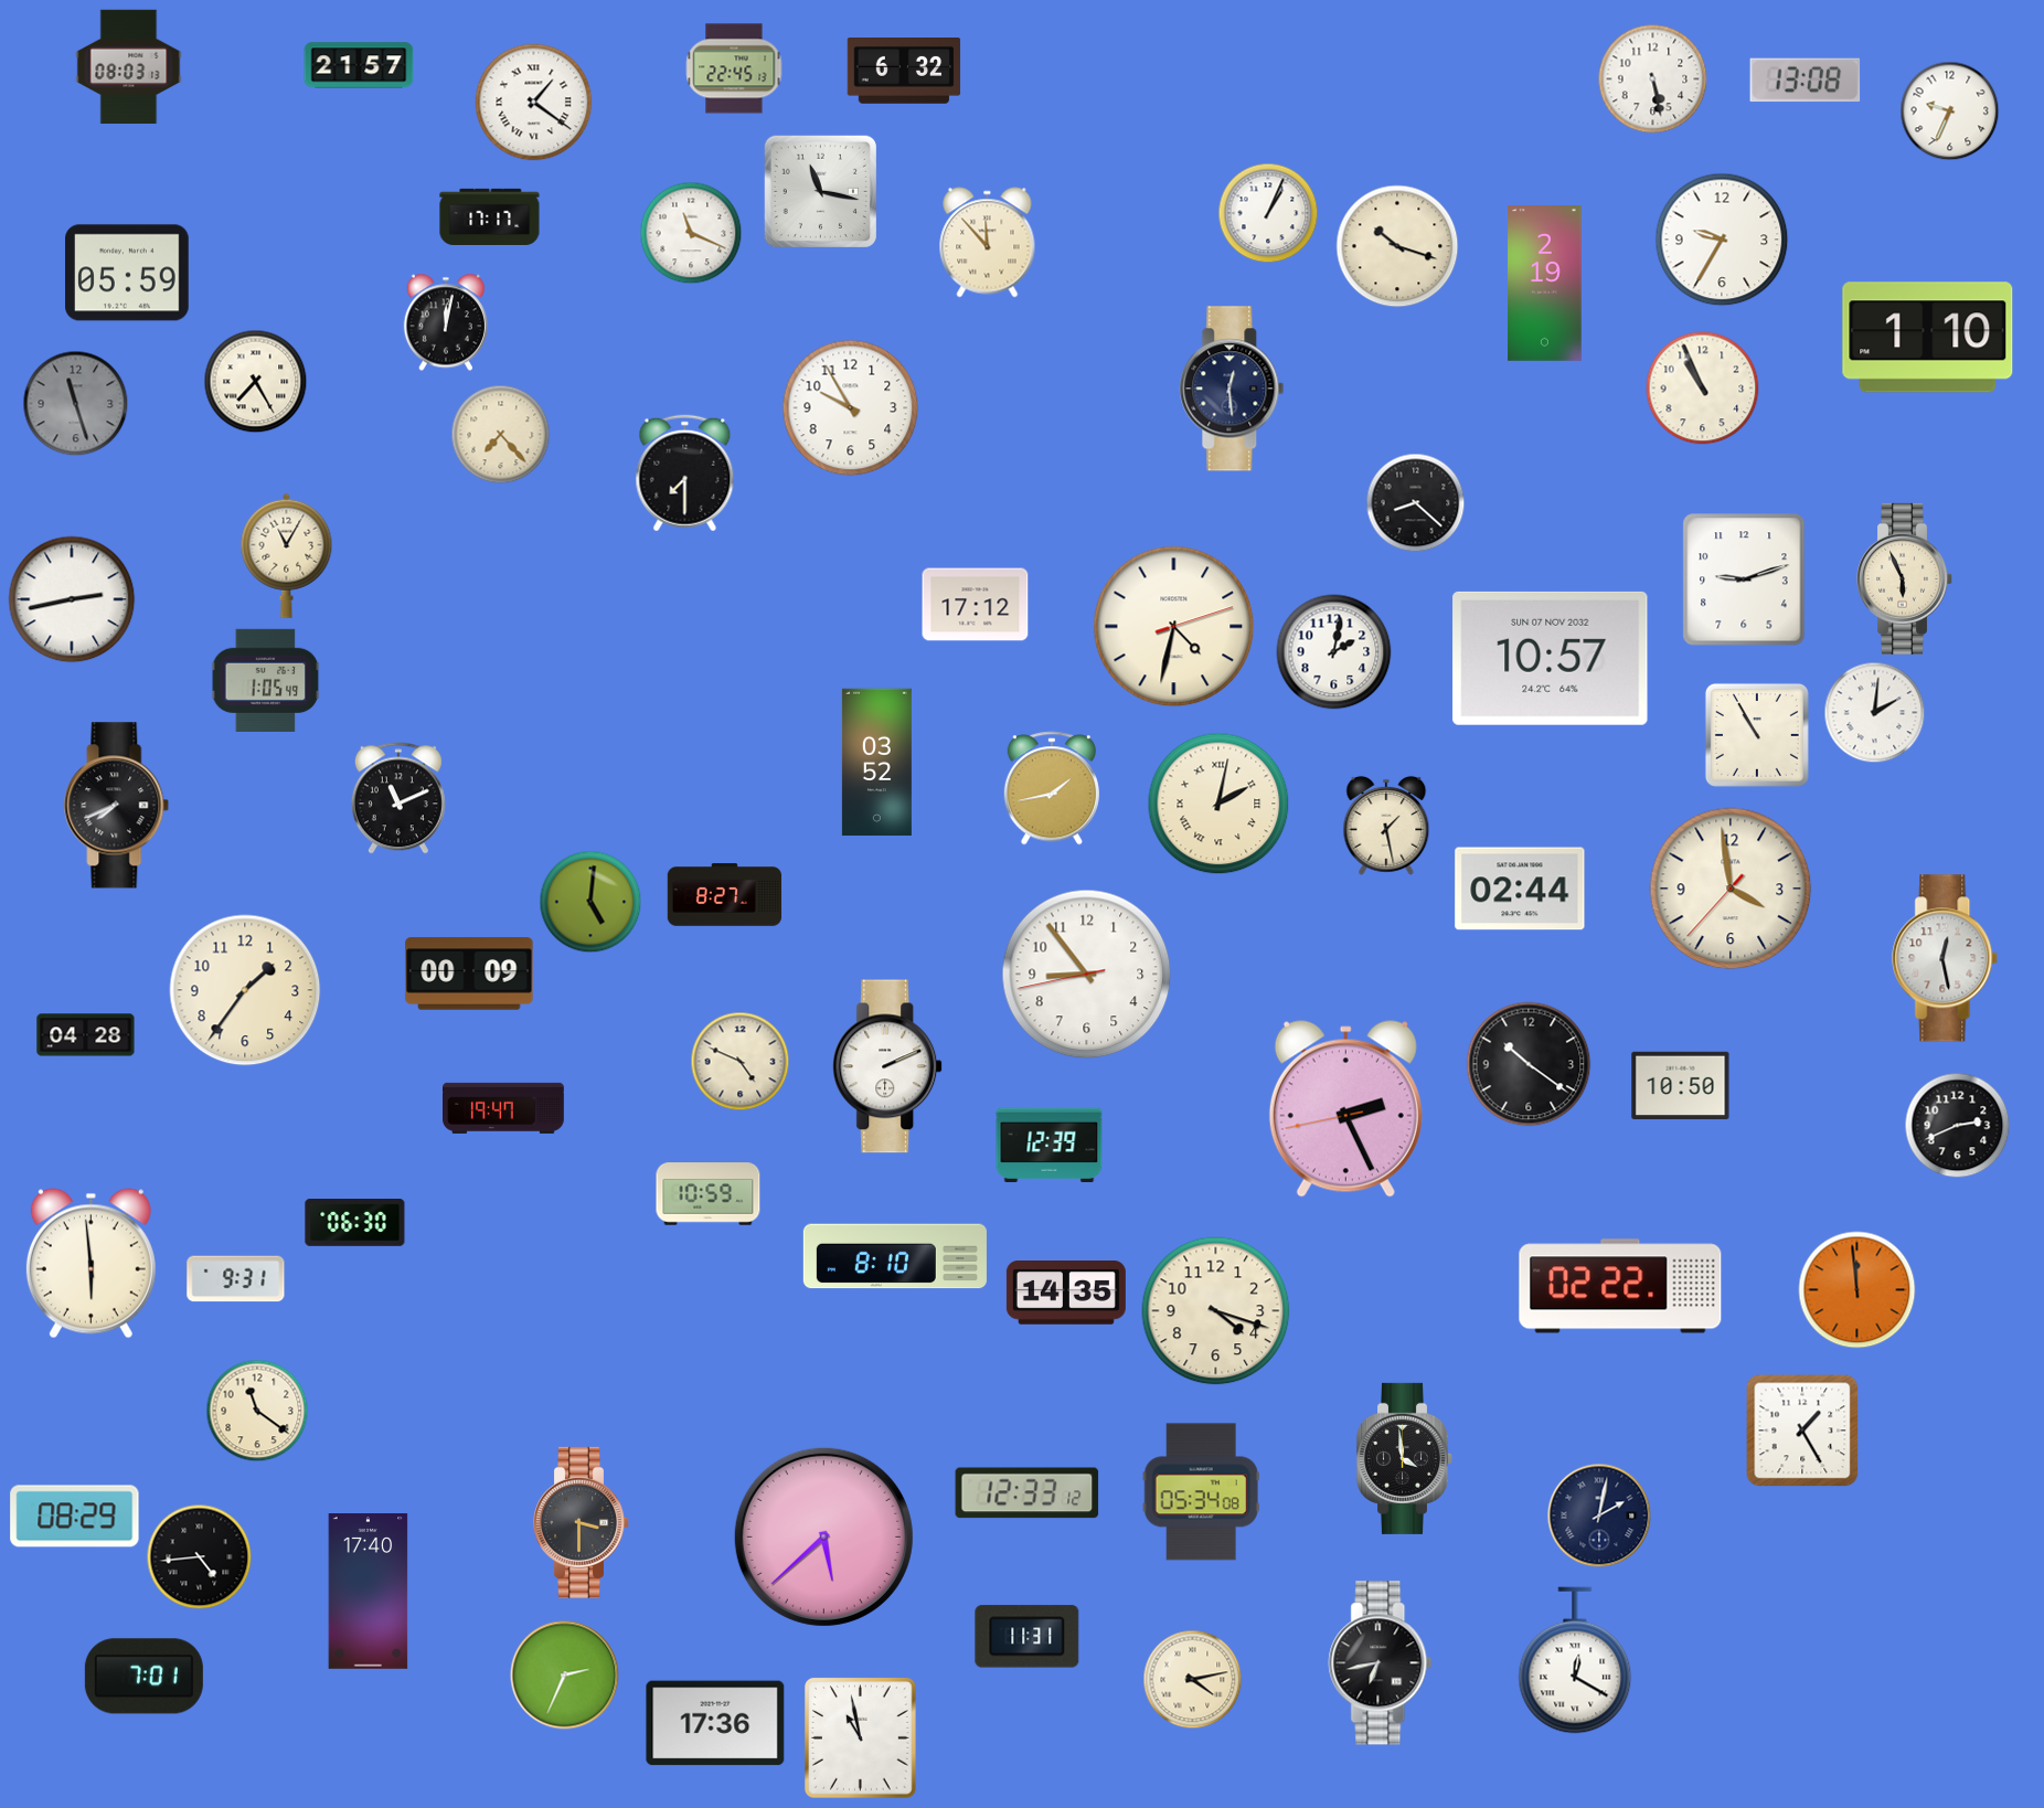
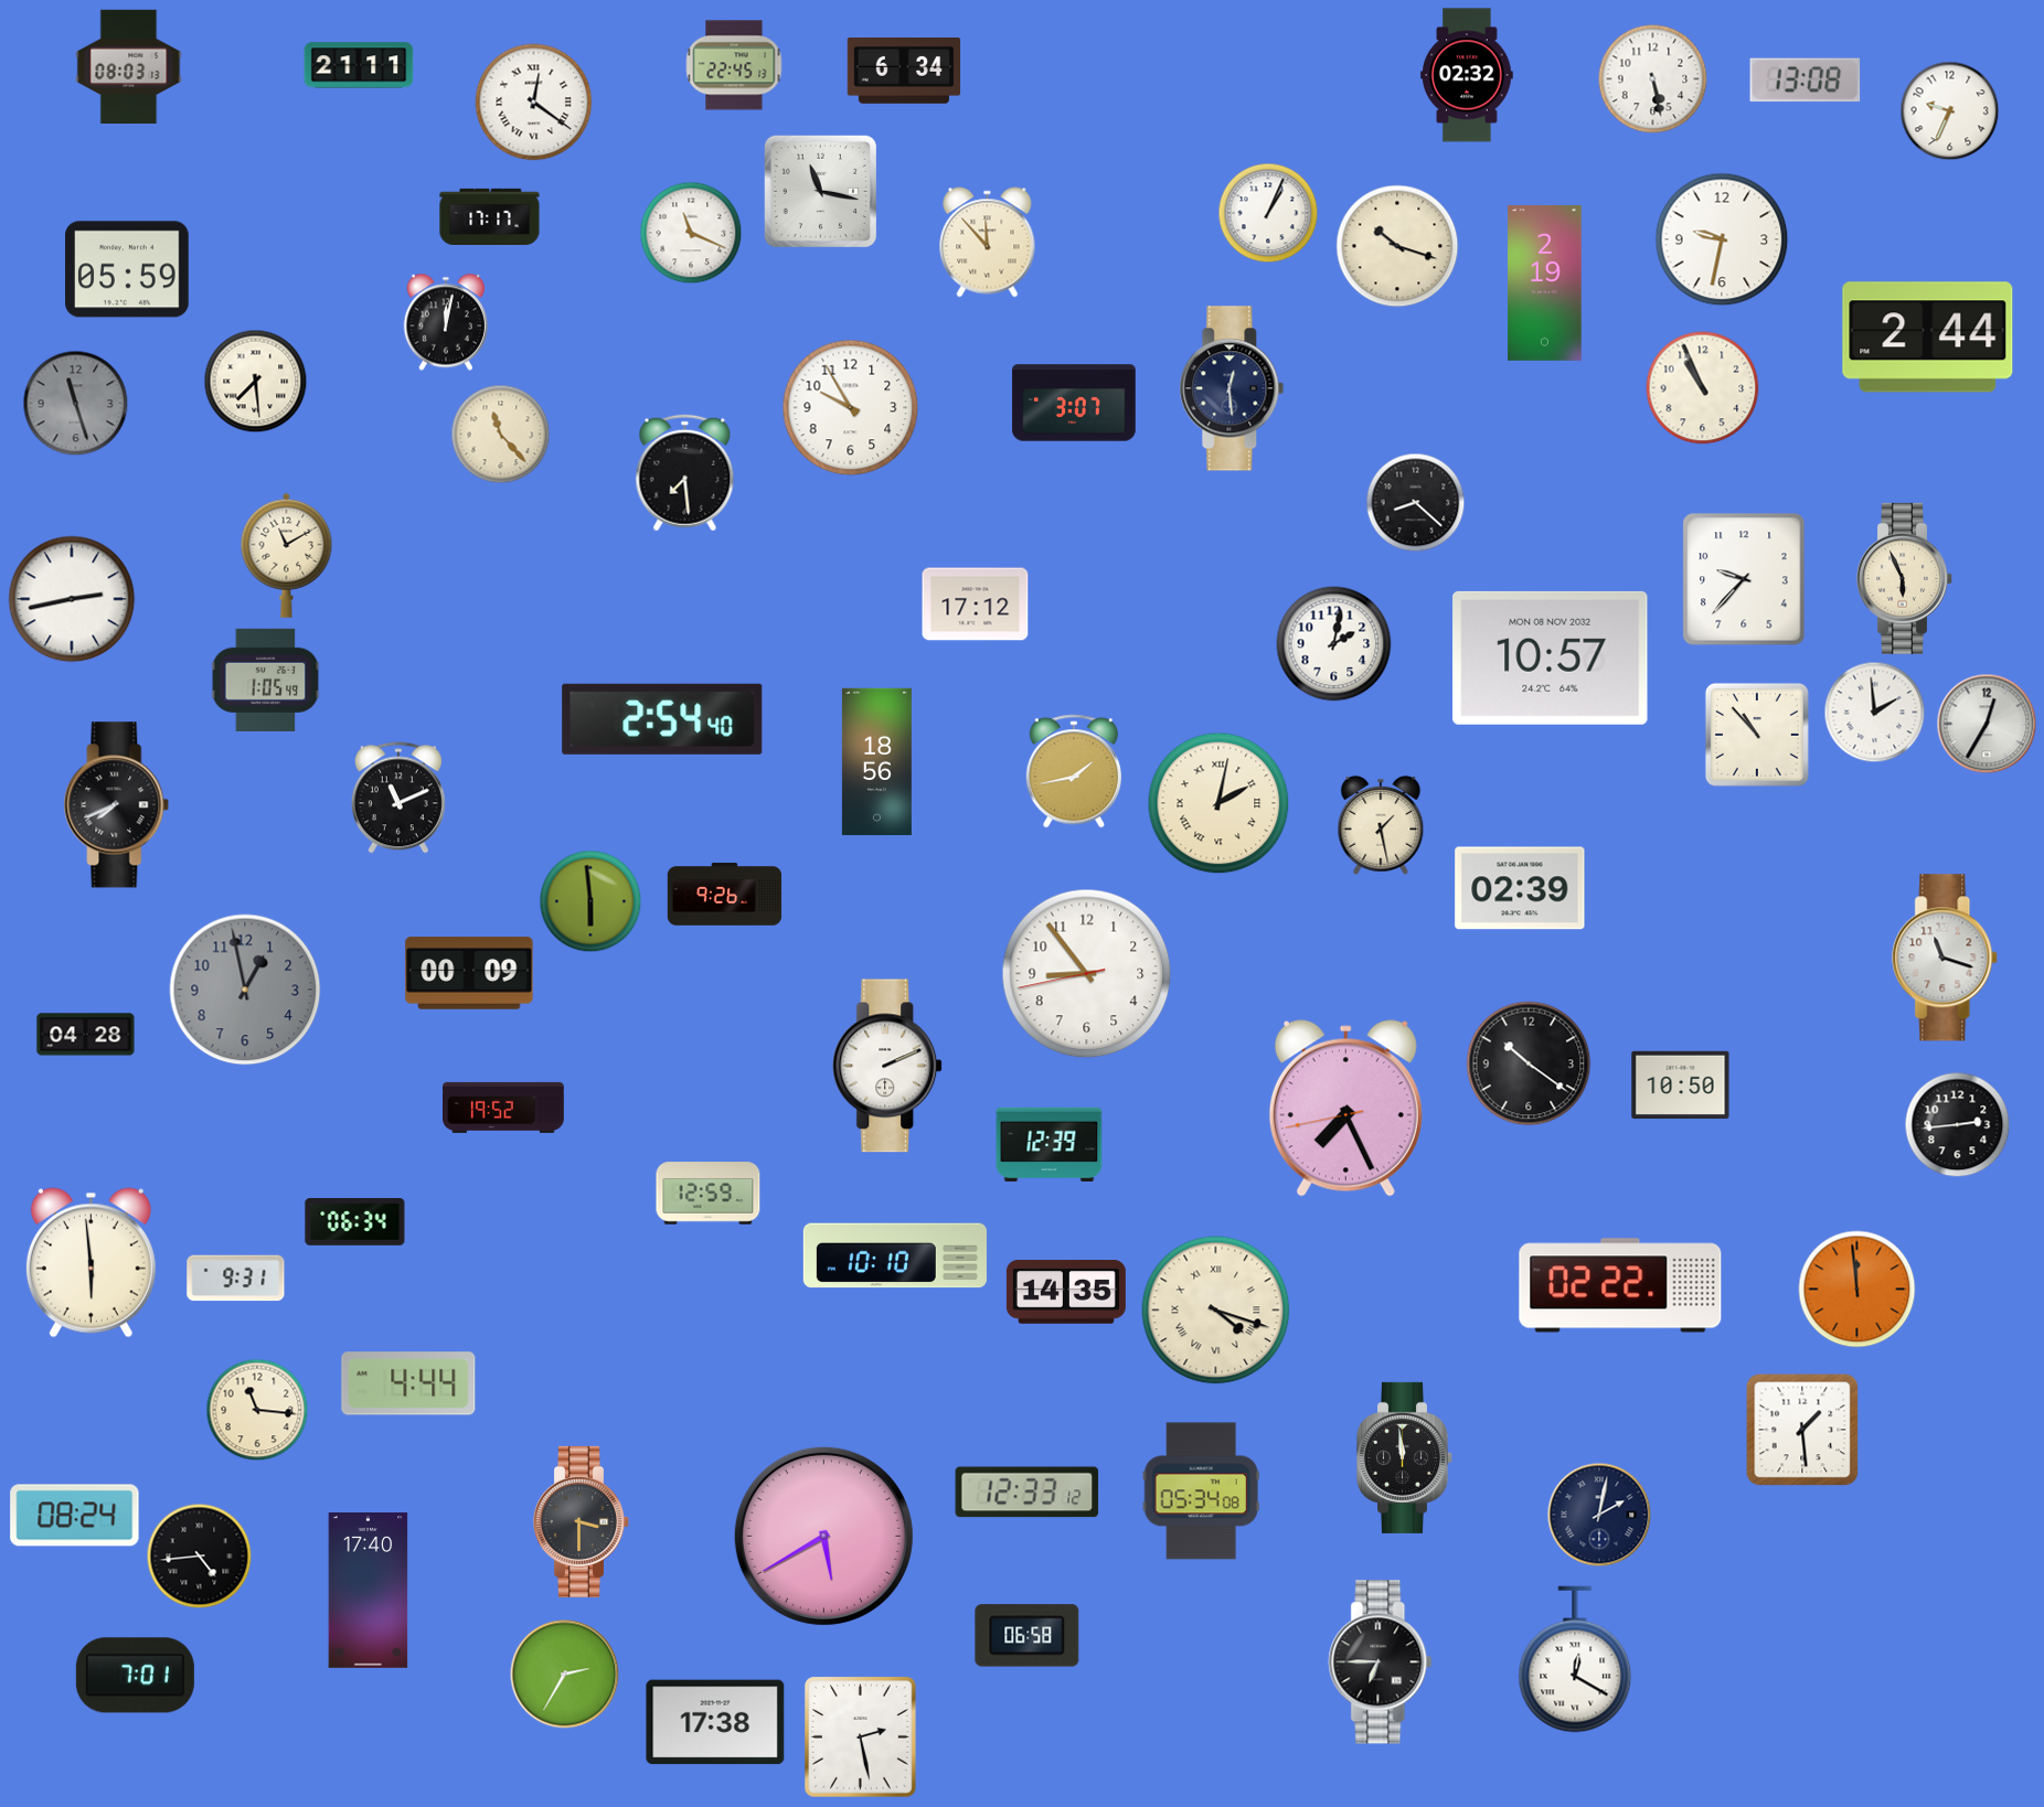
clock at (359, 65): 21:57 -> 21:11
clock at (734, 68) position: (734, 68) -> (734, 65)
clock at (904, 72): 6:32 -> 6:34
clock at (1467, 75): none -> 02:32
clock at (534, 103): 1:21 -> 12:21
clock at (1722, 240): 9:35 -> 9:32
clock at (127, 273) position: (127, 273) -> (127, 269)
clock at (1928, 338): 1:10 -> 2:44
clock at (256, 382): 7:25 -> 7:29
clock at (1074, 403): none -> 3:07
clock at (501, 435): 7:23 -> 11:23
clock at (685, 474): 7:30 -> 7:29
clock at (287, 555): 11:05 -> 11:10
clock at (1744, 579): 9:12 -> 9:37
clock at (1174, 627): 4:32 -> none
clock at (1334, 652) position: (1334, 652) -> (1334, 644)
clock at (1551, 658) date: SUN 07 NOV 2032 -> MON 08 NOV 2032
clock at (1875, 713): 2:01 -> 1:59
clock at (662, 719): none -> 2:54
clock at (1987, 724): none -> 12:35
clock at (1757, 735): 10:55 -> 10:53
clock at (876, 763): 03:52 -> 18:56
clock at (1052, 788) position: (1052, 788) -> (1074, 771)
clock at (1386, 826) position: (1386, 826) -> (1381, 825)
clock at (1520, 889): 02:44 -> 02:39
clock at (1731, 889): 3:58 -> none
clock at (725, 895): 8:27 -> 9:26
clock at (590, 902): 5:01 -> 5:59
clock at (1946, 958): 12:28 -> 11:18
clock at (245, 990): 1:36 -> 12:58
clock at (245, 990) dial: cream -> grey
clock at (741, 1062): 4:49 -> none
clock at (504, 1108): 19:47 -> 19:52
clock at (1345, 1109): 2:25 -> 7:25
clock at (1958, 1126): 2:41 -> 2:44
clock at (709, 1194): 10:59 -> 12:59
clock at (355, 1223): 06:30 -> 06:34
clock at (895, 1256): 8:10 -> 10:10
clock at (1216, 1311) numerals: Arabic -> Roman
clock at (408, 1383): none -> 4:44
clock at (257, 1411): 11:21 -> 11:16
clock at (1802, 1431): 1:25 -> 1:29
clock at (1404, 1458): 3:59 -> 11:59
clock at (75, 1517): 08:29 -> 08:24
clock at (823, 1536): 5:38 -> 5:40
clock at (1028, 1637): 11:31 -> 06:58
clock at (1381, 1663): 6:43 -> 6:45
clock at (565, 1676): 2:34 -> 2:35
clock at (143, 1677) position: (143, 1677) -> (135, 1676)
clock at (1193, 1680): 4:13 -> none
clock at (715, 1723): 17:36 -> 17:38
clock at (861, 1738): 10:58 -> 2:28
